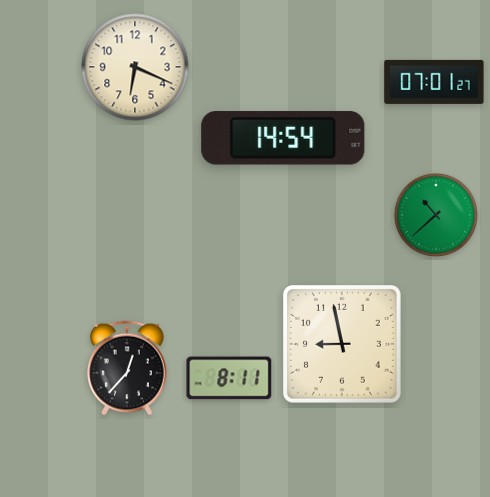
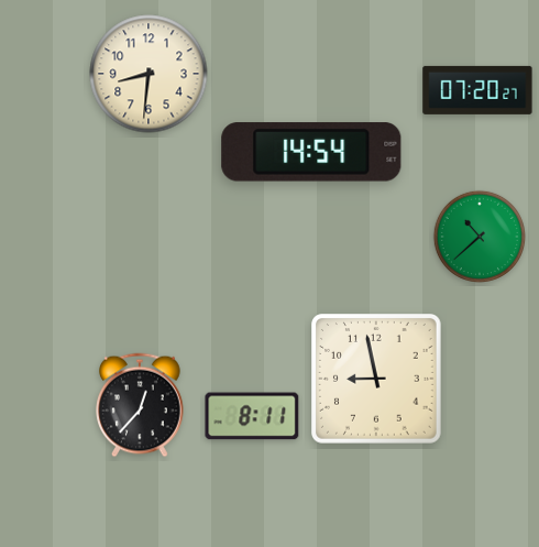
clock at (135, 67): 6:19 -> 8:31
clock at (434, 82): 07:01 -> 07:20
